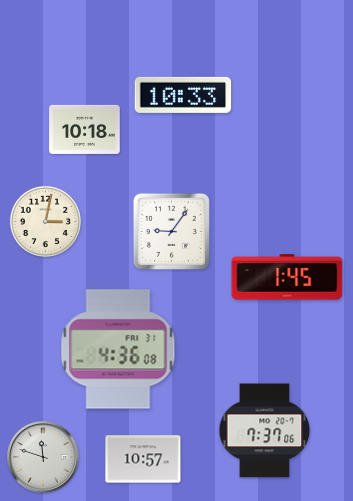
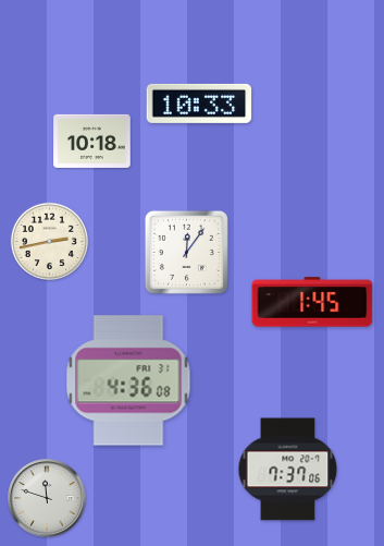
clock at (45, 221): 3:02 -> 2:43
clock at (171, 231): 9:06 -> 12:06
clock at (143, 459): 10:57 -> none
